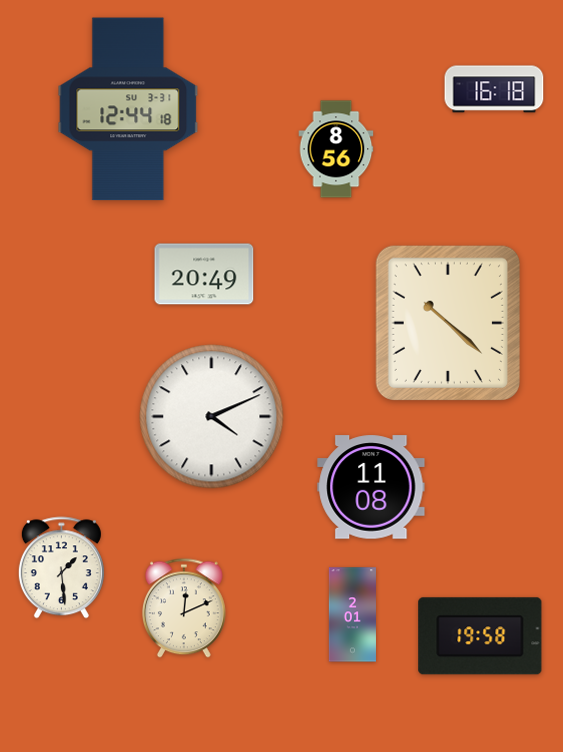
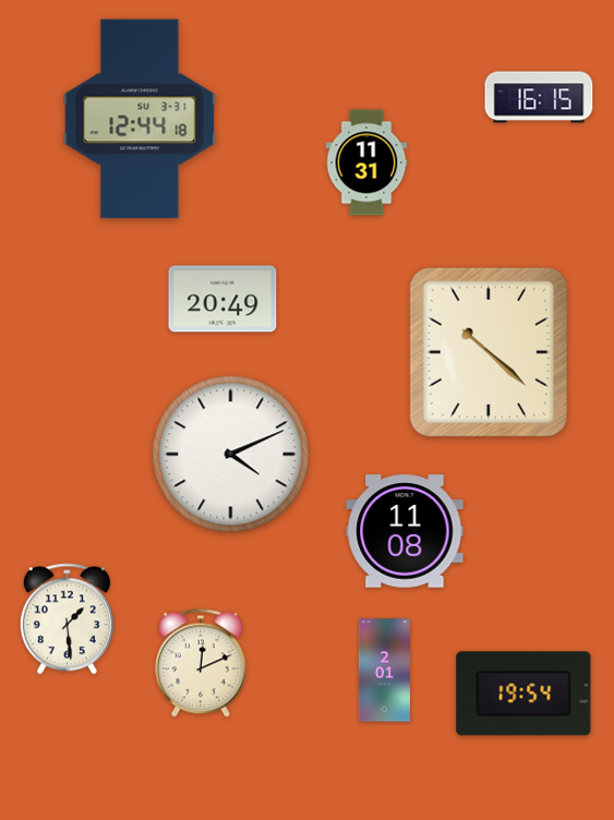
clock at (494, 89): 16:18 -> 16:15
clock at (336, 149): 8:56 -> 11:31
clock at (480, 636): 19:58 -> 19:54
